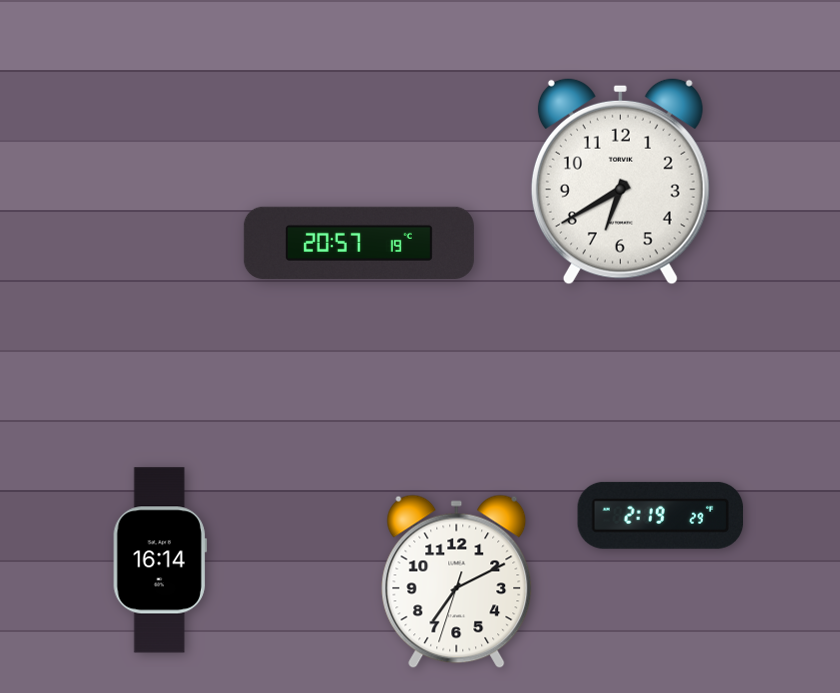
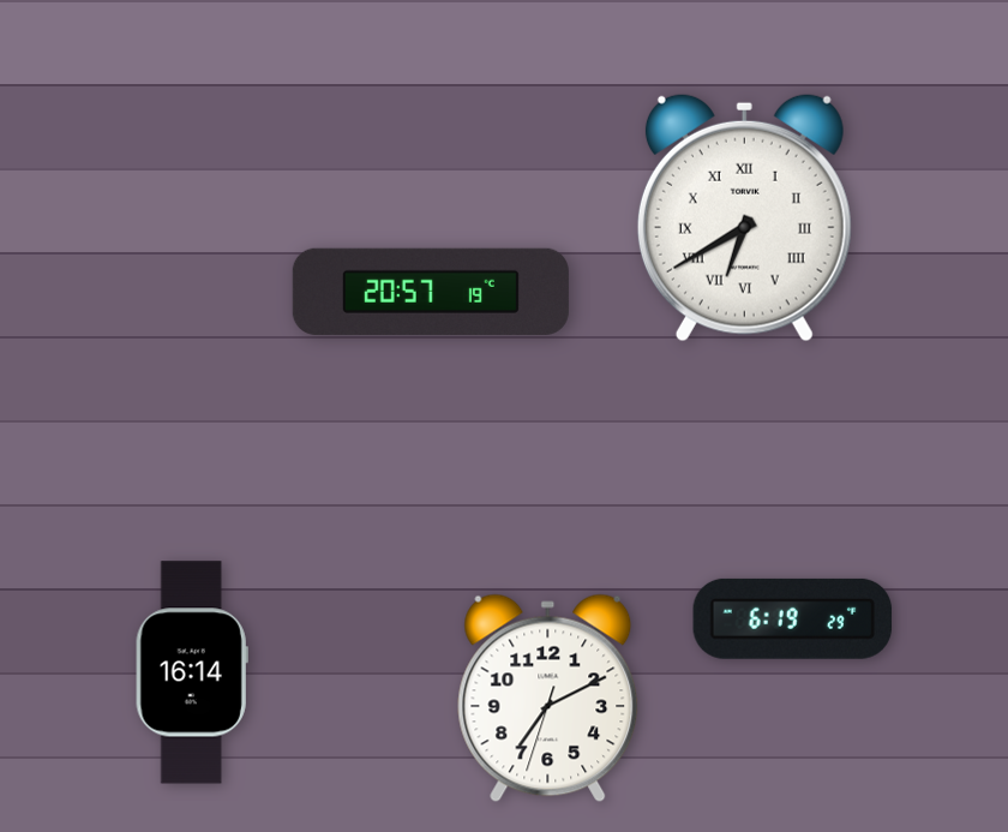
clock at (620, 181) numerals: Arabic -> Roman
clock at (661, 515): 2:19 -> 6:19
